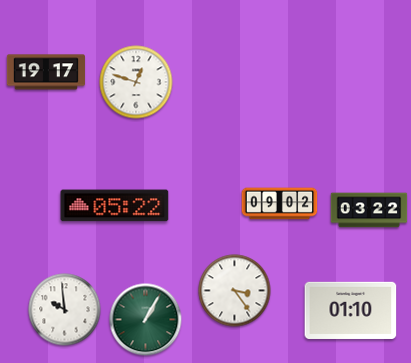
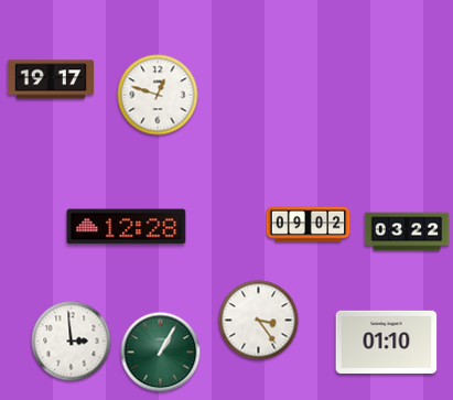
clock at (136, 82) position: (136, 82) -> (158, 95)
clock at (115, 206): 05:22 -> 12:28
clock at (65, 310): 9:59 -> 2:59
